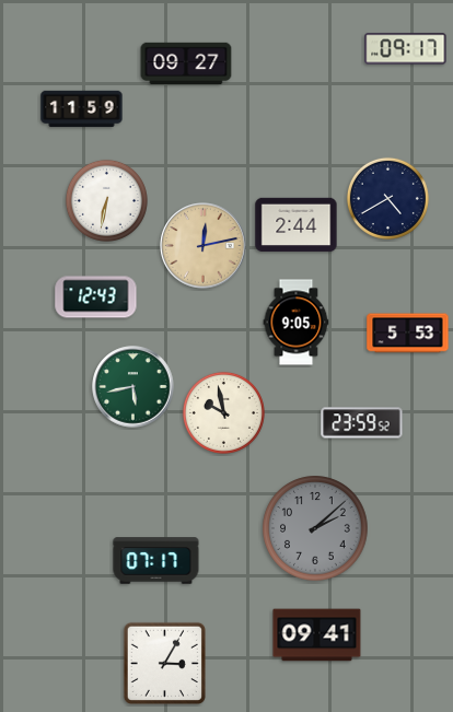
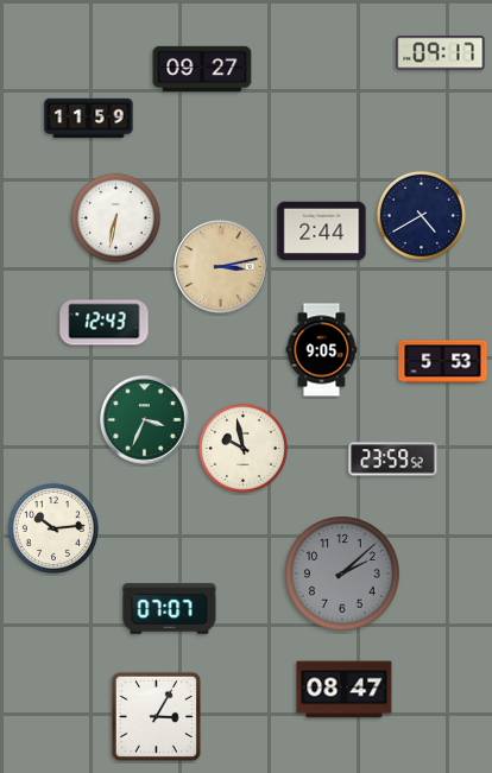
clock at (297, 225) position: (297, 225) -> (322, 232)
clock at (204, 246): 12:13 -> 3:13
clock at (133, 387): 5:43 -> 3:34
clock at (53, 528): none -> 10:14
clock at (156, 561): 07:17 -> 07:07
clock at (317, 635): 09:41 -> 08:47
clock at (164, 663) position: (164, 663) -> (156, 716)
